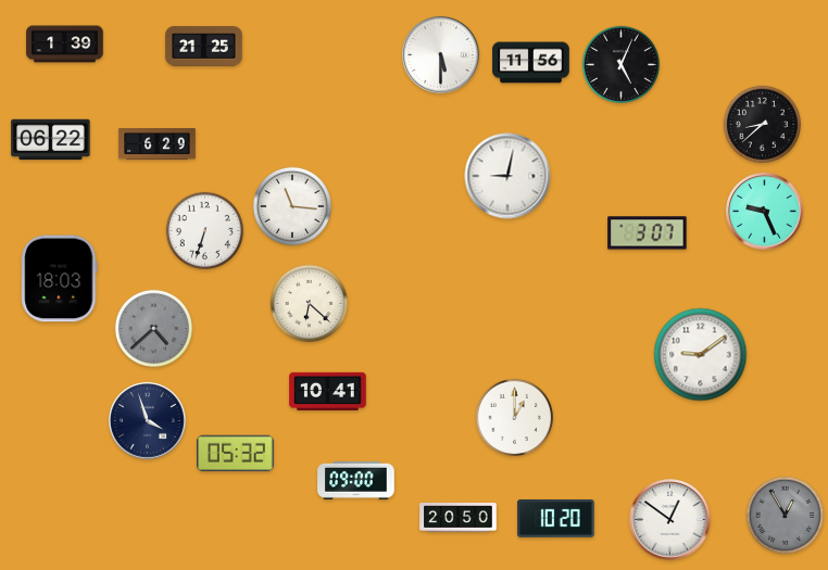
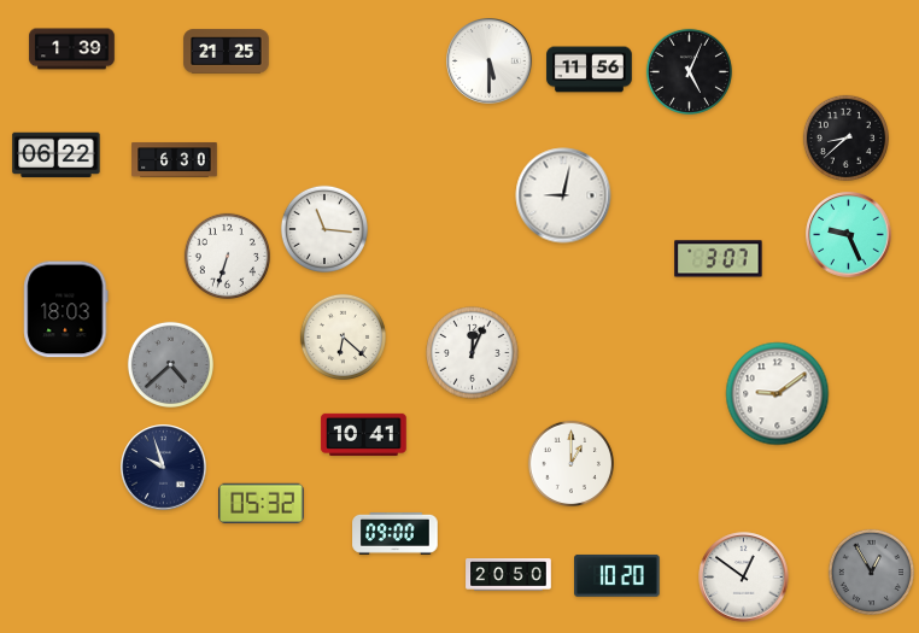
clock at (158, 144): 6:29 -> 6:30
clock at (473, 353): none -> 12:04
clock at (148, 421): 3:57 -> 9:57
